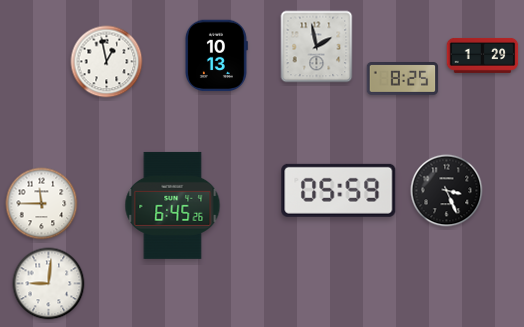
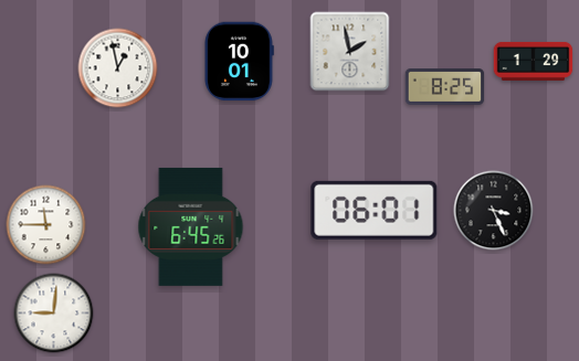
clock at (217, 56): 10:13 -> 10:01
clock at (339, 190): 05:59 -> 06:01
